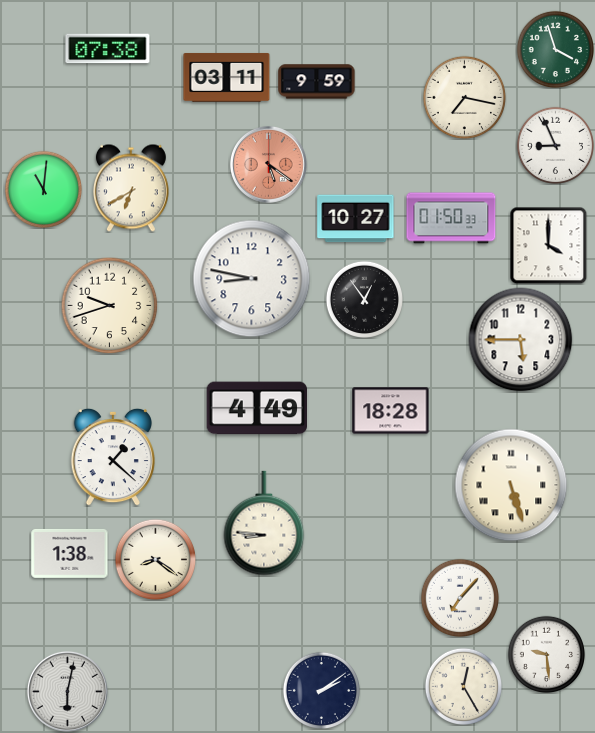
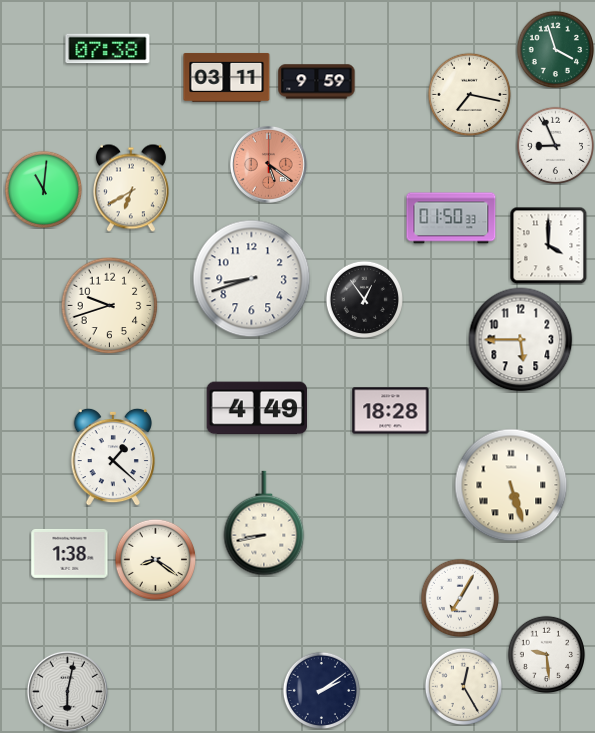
clock at (464, 97) position: (464, 97) -> (469, 94)
clock at (356, 219): 10:27 -> none
clock at (252, 279): 8:47 -> 8:42
clock at (264, 523): 8:46 -> 8:43
clock at (459, 597): 7:07 -> 7:05
